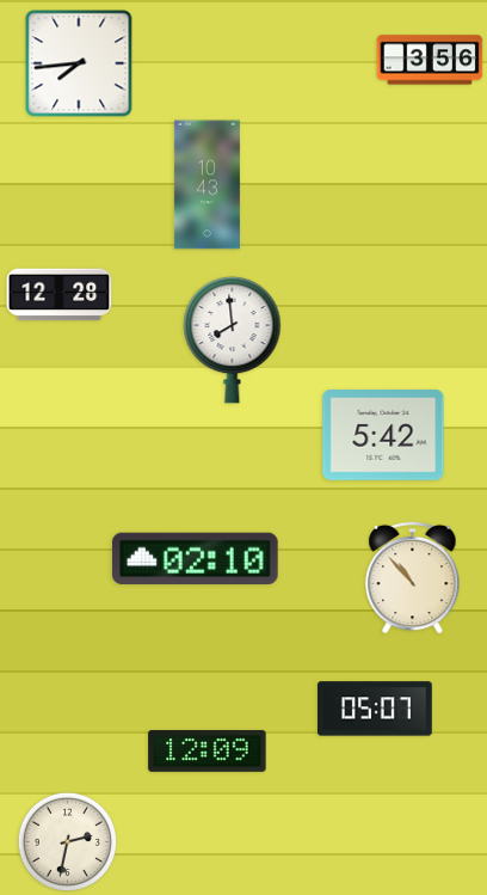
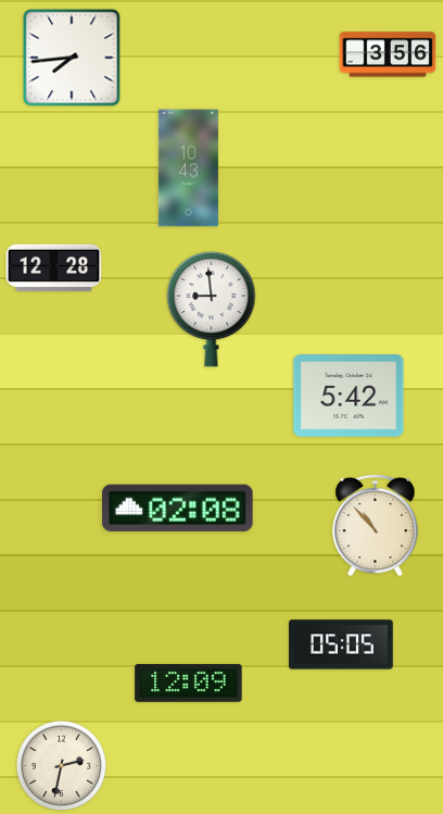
clock at (430, 60) position: (430, 60) -> (388, 54)
clock at (233, 339): 7:59 -> 8:59
clock at (196, 558): 02:10 -> 02:08
clock at (376, 709): 05:07 -> 05:05
